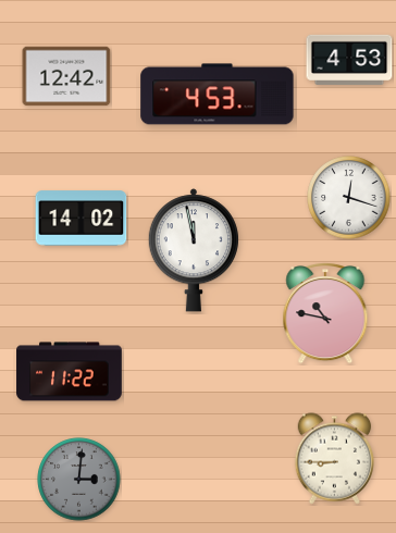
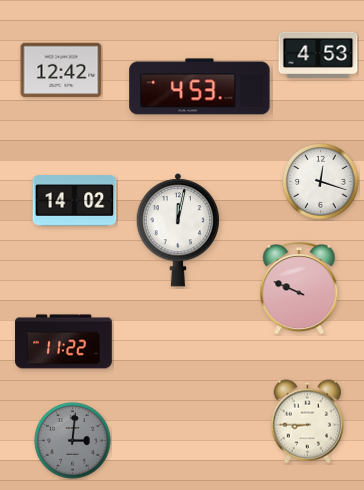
clock at (349, 60) position: (349, 60) -> (318, 55)
clock at (193, 250): 11:58 -> 12:02
clock at (325, 314): 10:47 -> 9:49
